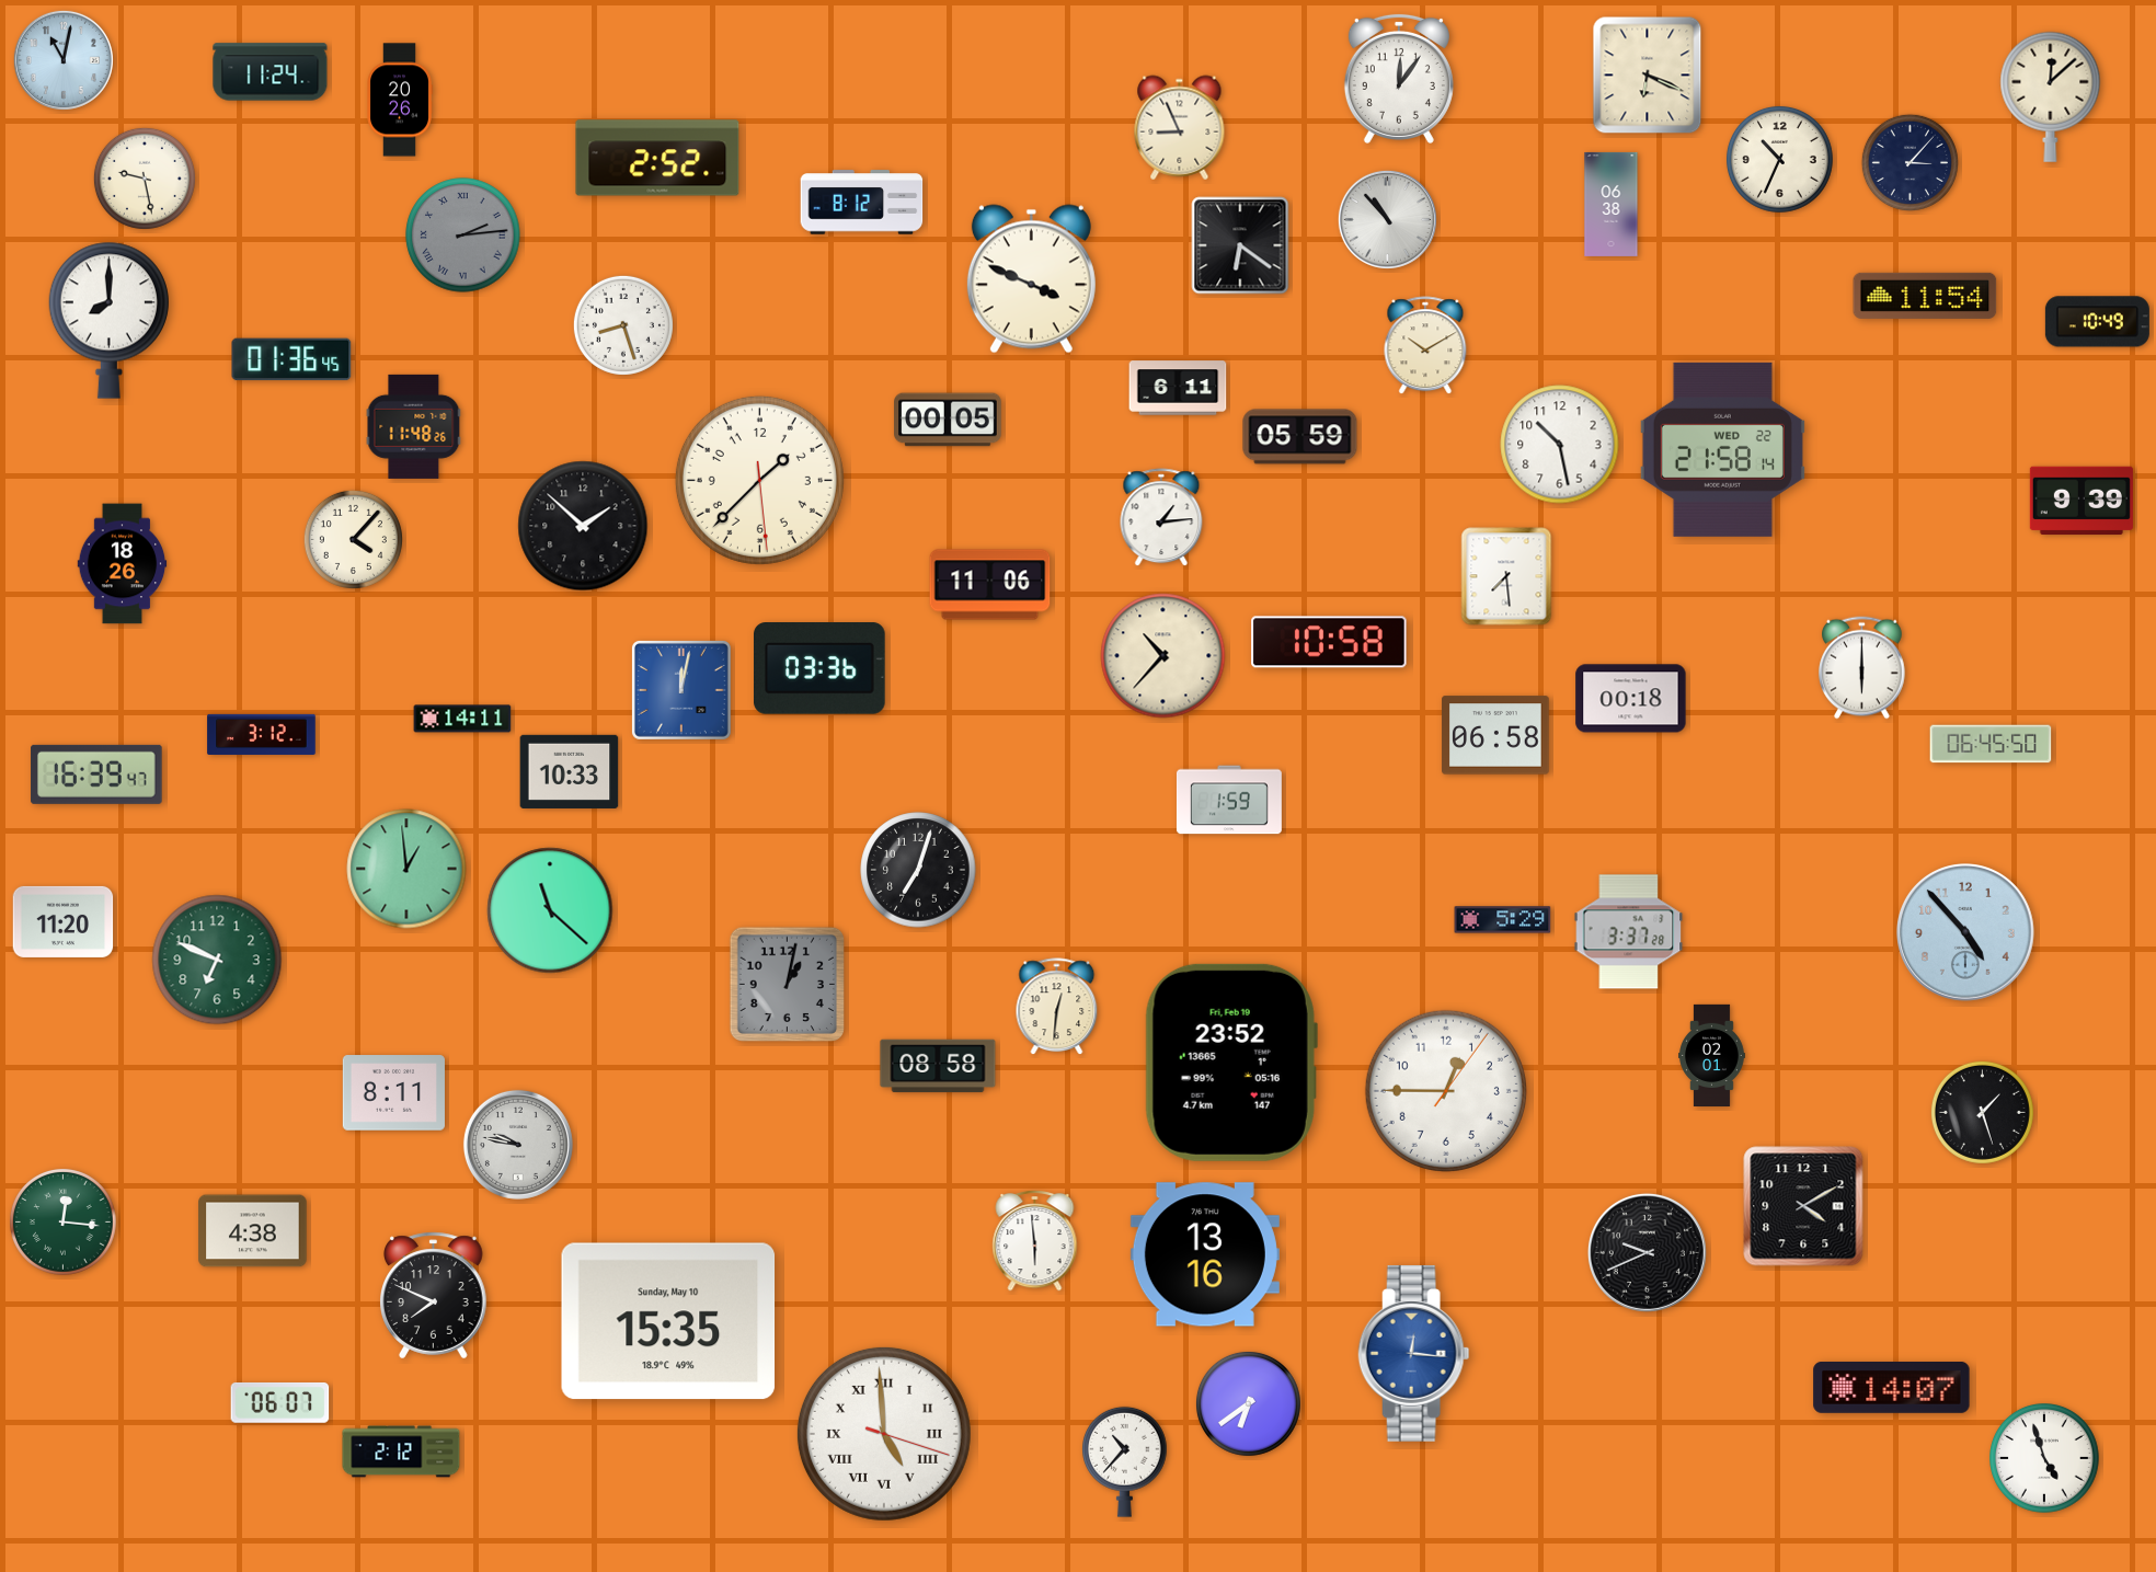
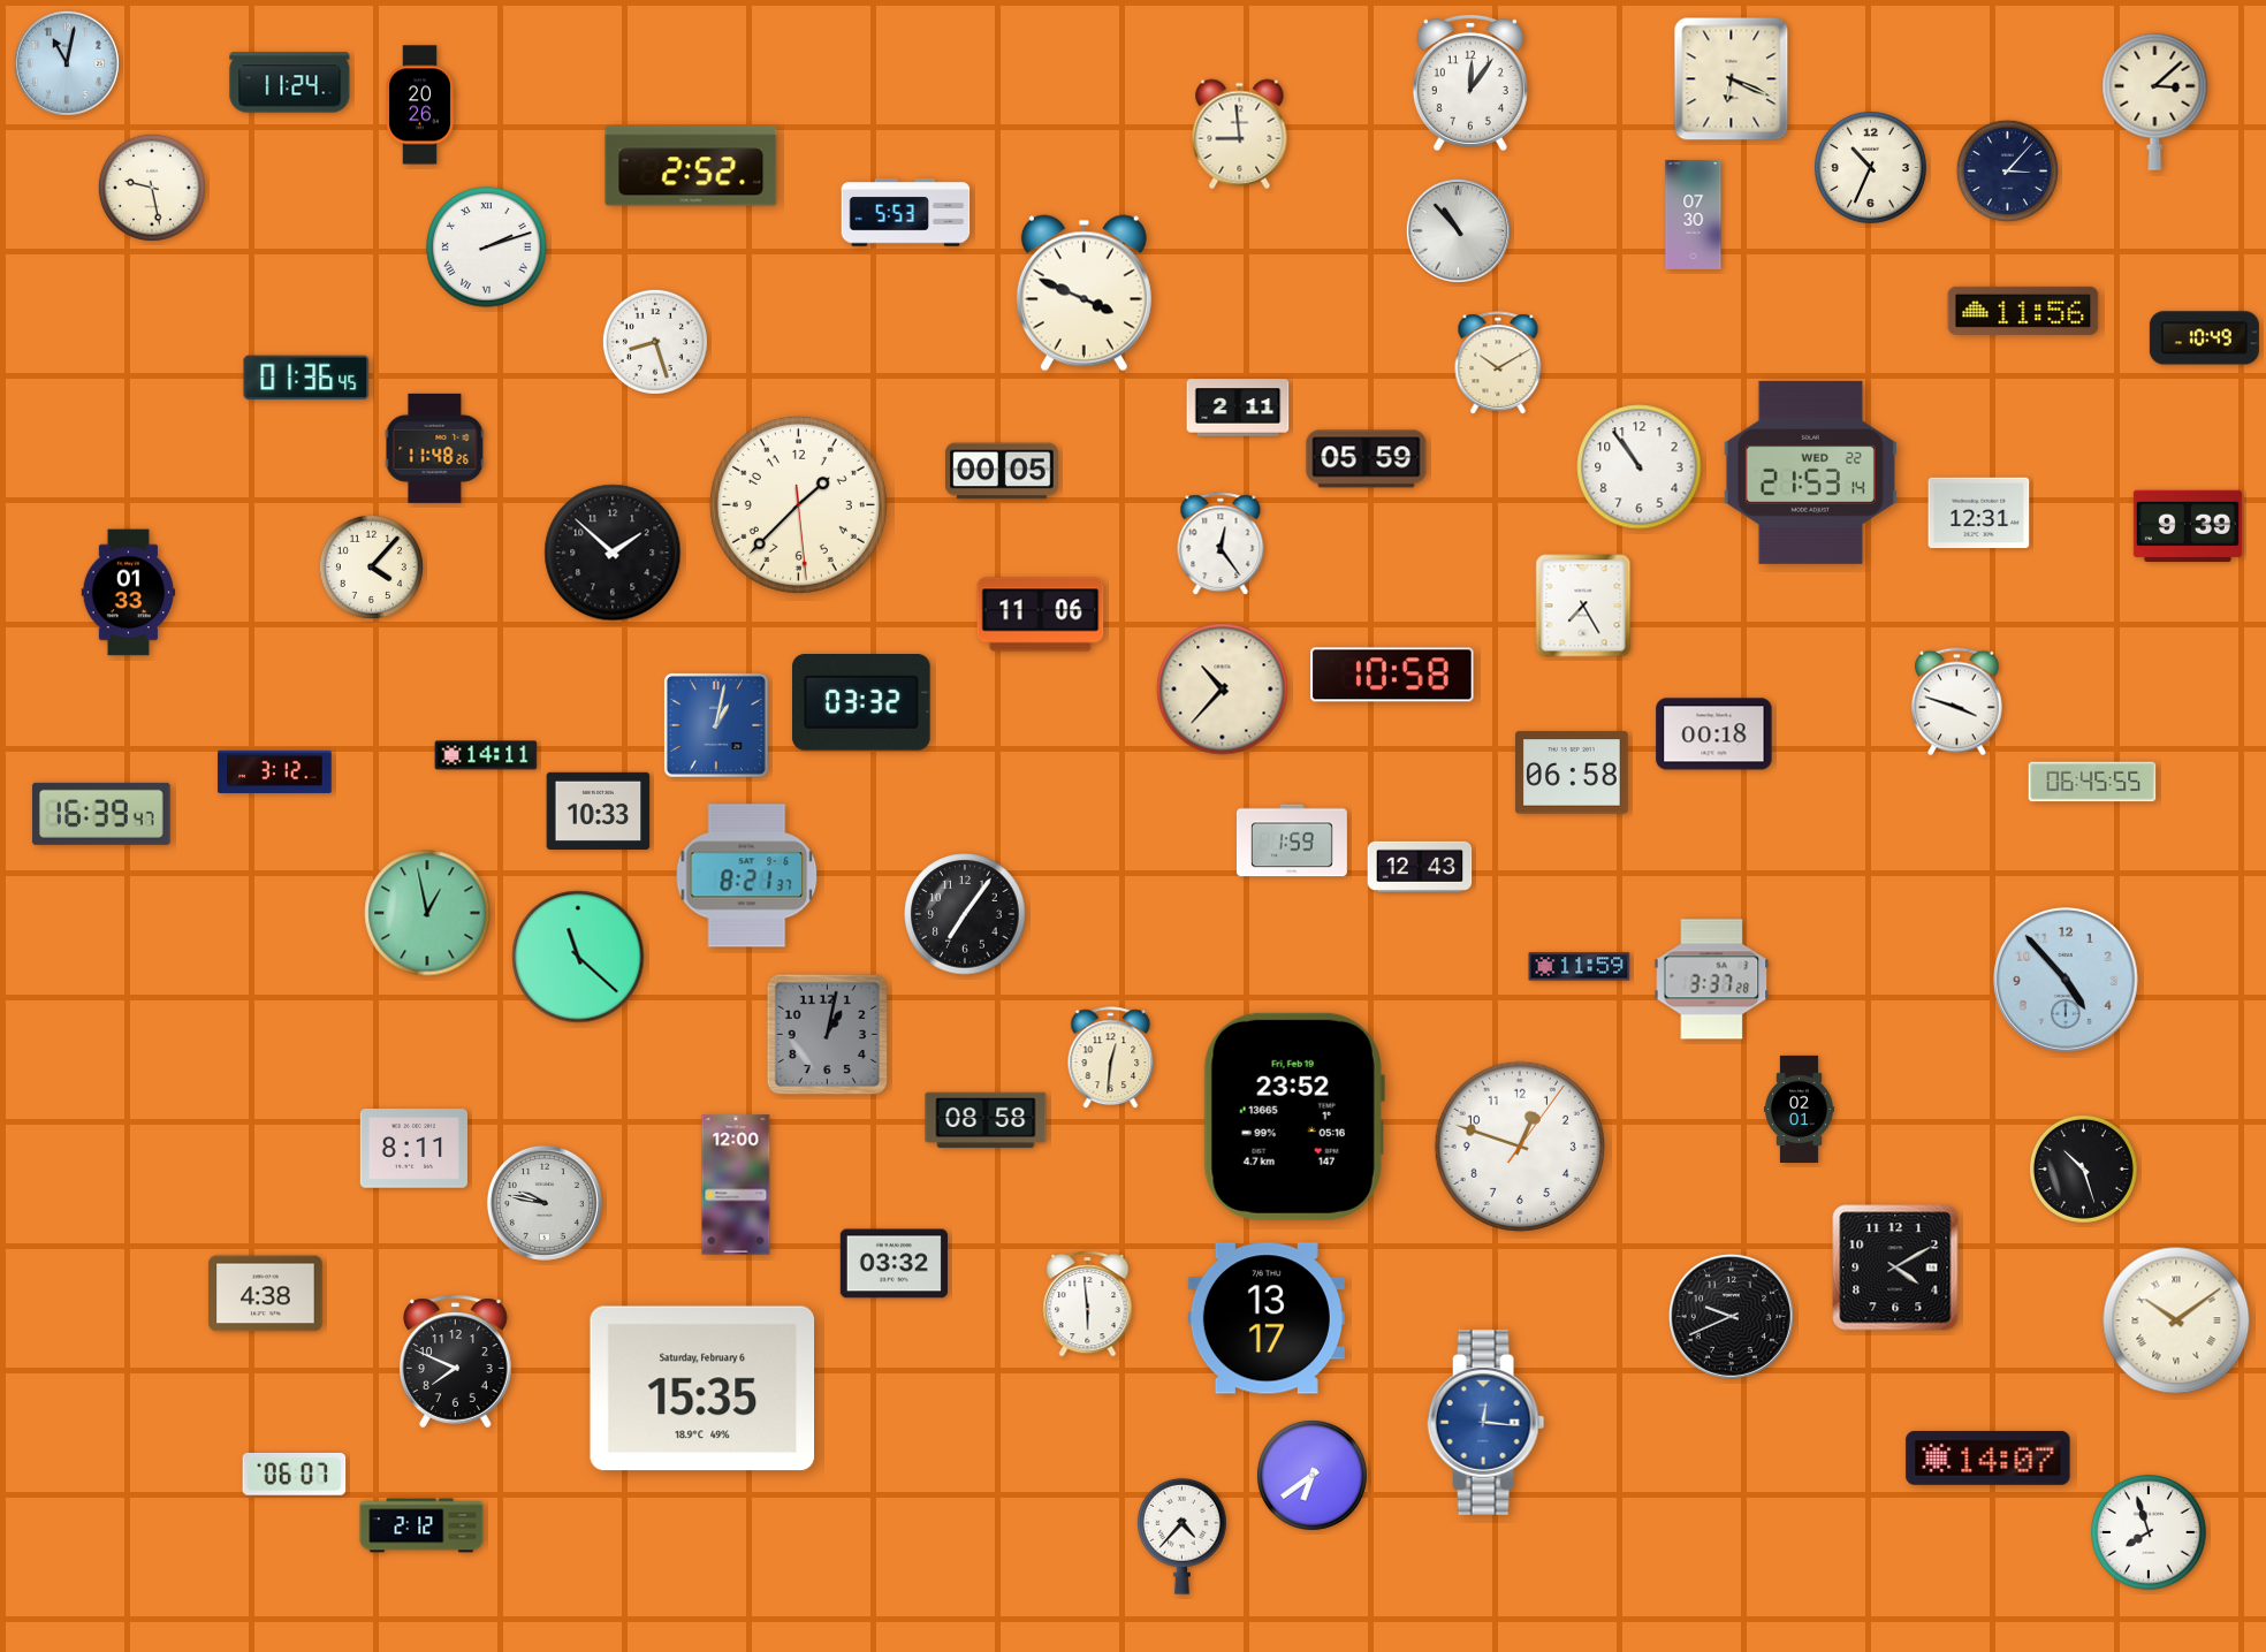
clock at (271, 72) position: (271, 72) -> (290, 83)
clock at (2051, 96): 12:08 -> 3:08
clock at (1180, 128): 8:56 -> 8:59
clock at (862, 203): 8:12 -> 5:53
clock at (1612, 204): 06:38 -> 07:30
clock at (463, 236): 2:14 -> 2:12
clock at (463, 236) dial: grey -> white
clock at (1240, 245): 6:21 -> none
clock at (1925, 296): 11:54 -> 11:56
clock at (108, 320): 8:00 -> none
clock at (1178, 388): 6:11 -> 2:11
clock at (948, 420) position: (948, 420) -> (1002, 471)
clock at (1560, 445): 10:28 -> 10:54
clock at (1722, 449): 21:58 -> 21:53
clock at (1979, 513): none -> 12:31
clock at (1161, 518): 1:14 -> 12:24
clock at (123, 564): 18:26 -> 01:33
clock at (1506, 576): 7:29 -> 7:25
clock at (1329, 642) position: (1329, 642) -> (1392, 675)
clock at (1862, 668): 6:00 -> 3:48
clock at (819, 669): 03:36 -> 03:32
clock at (681, 690): 12:02 -> 1:02
clock at (1991, 744): 06:45:50 -> 06:45:55
clock at (1420, 867): none -> 12:43
clock at (747, 876): none -> 8:21
clock at (406, 869): 12:59 -> 12:58
clock at (918, 870): 7:03 -> 7:06
clock at (1503, 920): 5:29 -> 11:59
clock at (64, 921): 11:20 -> none
clock at (217, 960): 6:49 -> none
clock at (1446, 1091): 12:45 -> 12:48
clock at (1982, 1112): 1:27 -> 10:27
clock at (736, 1185): none -> 12:00
clock at (894, 1264): none -> 03:32
clock at (62, 1221): 12:16 -> none
clock at (1205, 1254): 13:16 -> 13:17
clock at (2176, 1320): none -> 10:09
clock at (668, 1321) date: Sunday, May 10 -> Saturday, February 6
clock at (884, 1434): 4:59 -> none
clock at (2044, 1458): 4:57 -> 7:57
clock at (1125, 1461): 10:37 -> 4:37
